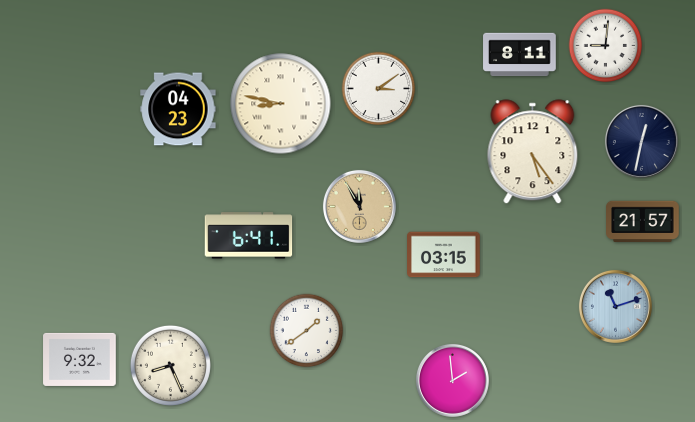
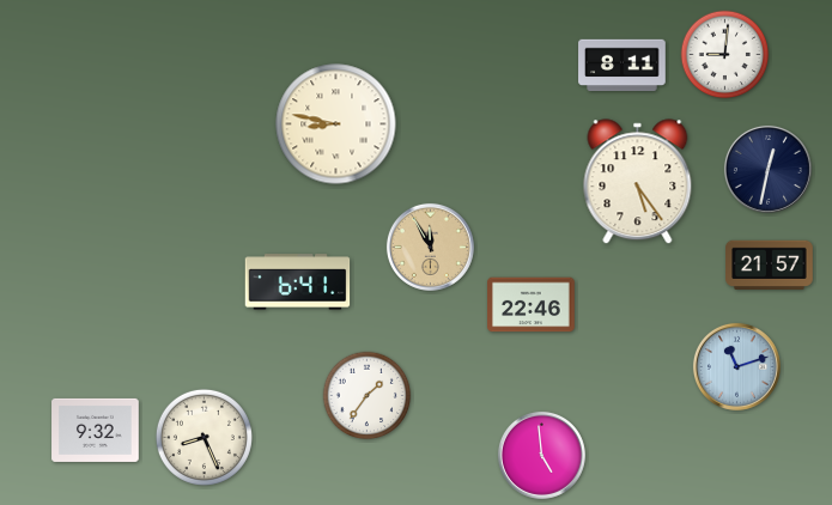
clock at (379, 89): 3:09 -> none
clock at (178, 109): 04:23 -> none
clock at (444, 255): 03:15 -> 22:46
clock at (307, 331): 1:39 -> 1:36
clock at (452, 380): 1:59 -> 4:59
